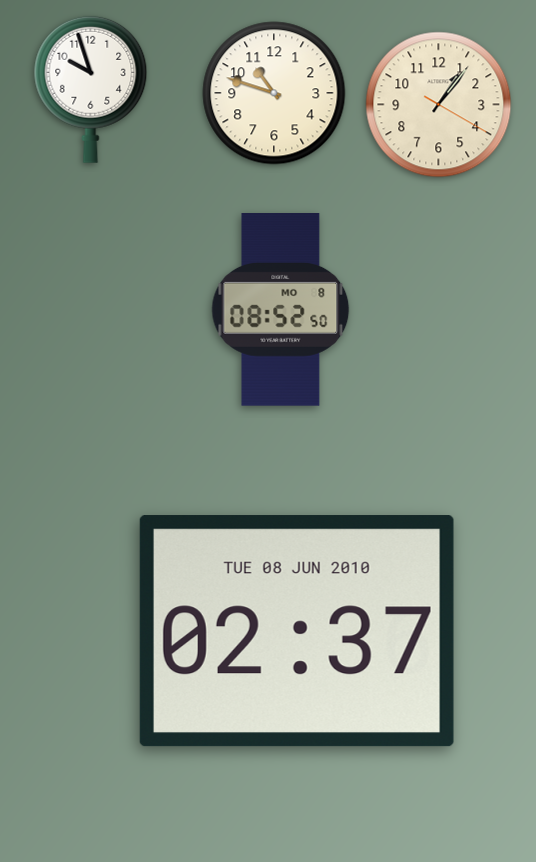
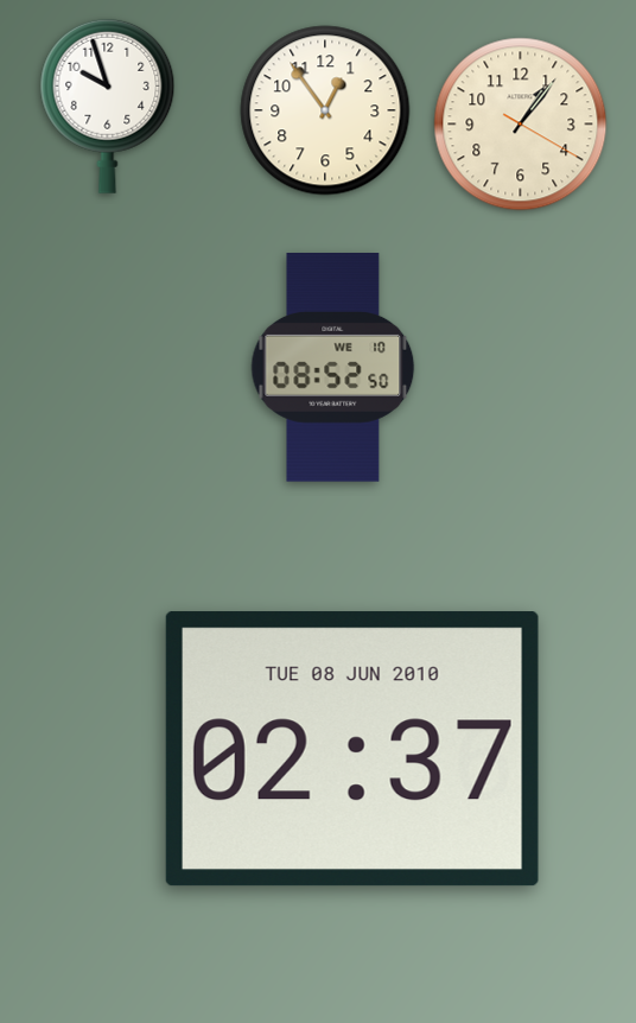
clock at (274, 93): 10:48 -> 12:54
clock at (281, 310) date: MO 8 -> WE 10
